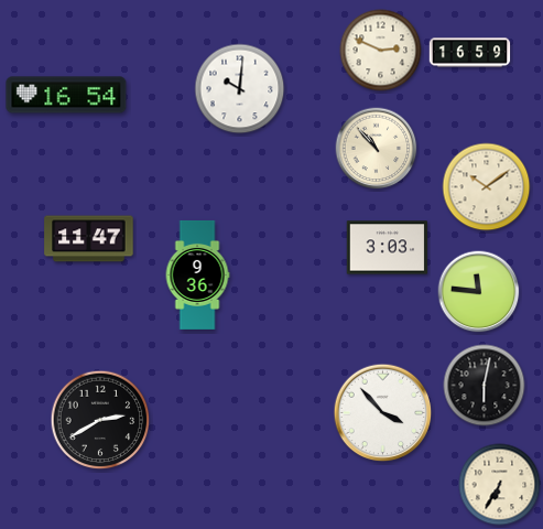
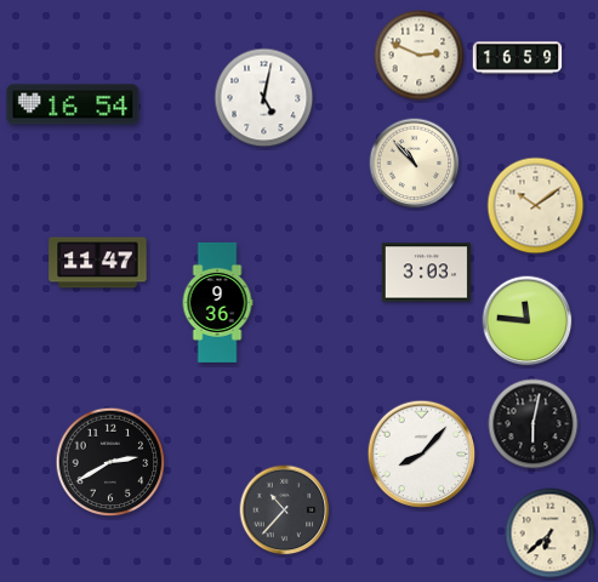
clock at (240, 89): 10:01 -> 5:02
clock at (383, 413): 3:53 -> 8:07
clock at (285, 510): none -> 10:37
clock at (500, 485): 6:35 -> 6:38
